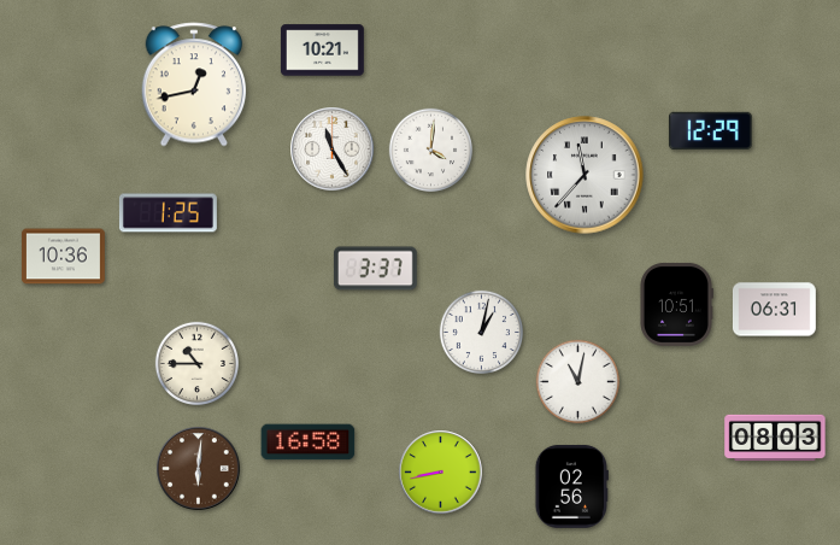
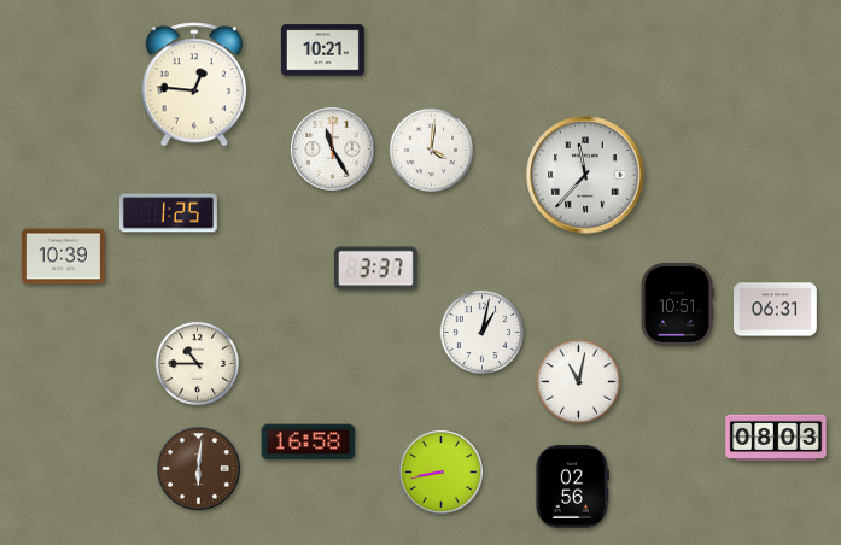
clock at (194, 84): 12:43 -> 12:46
clock at (710, 130): 12:29 -> none
clock at (63, 257): 10:36 -> 10:39
